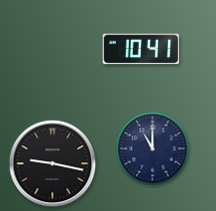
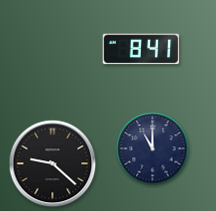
clock at (141, 49): 10:41 -> 8:41
clock at (53, 164): 9:17 -> 9:22
